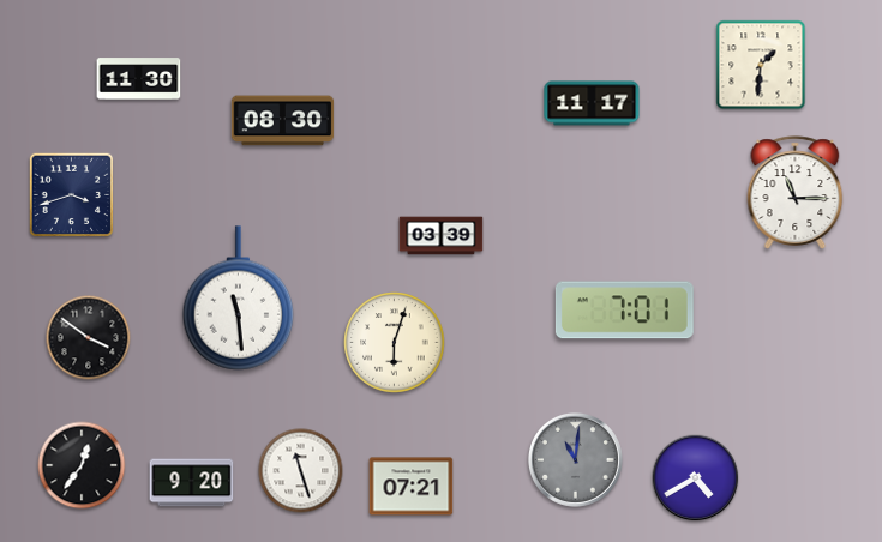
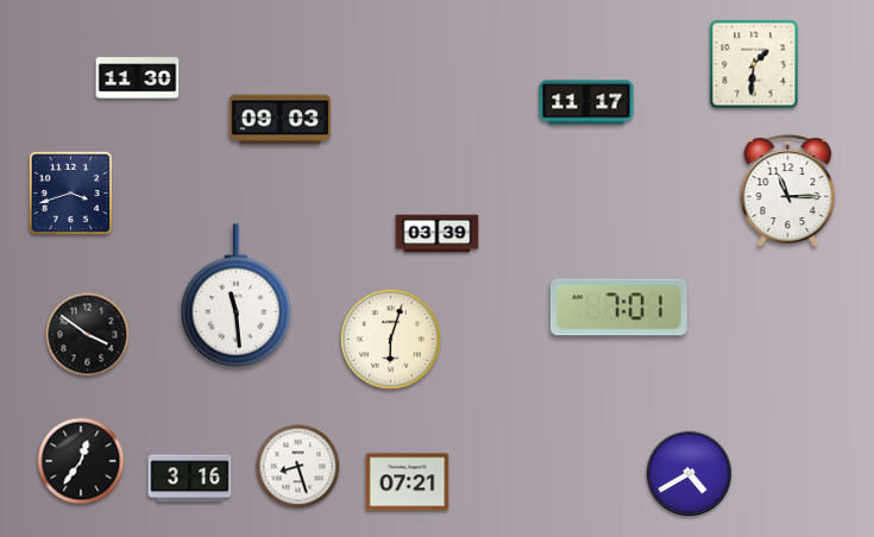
clock at (283, 121): 08:30 -> 09:03
clock at (575, 459): 11:01 -> none
clock at (301, 471): 11:27 -> 8:27
clock at (192, 483): 9:20 -> 3:16
